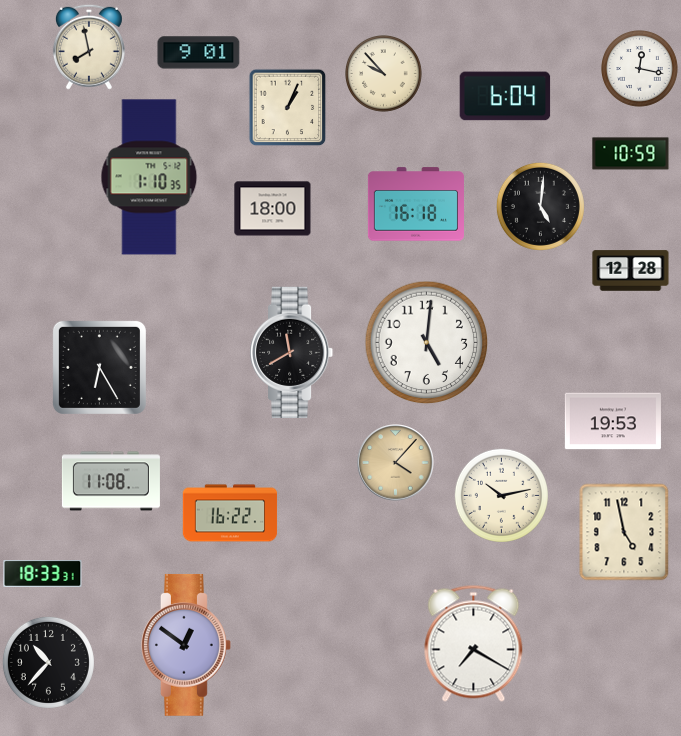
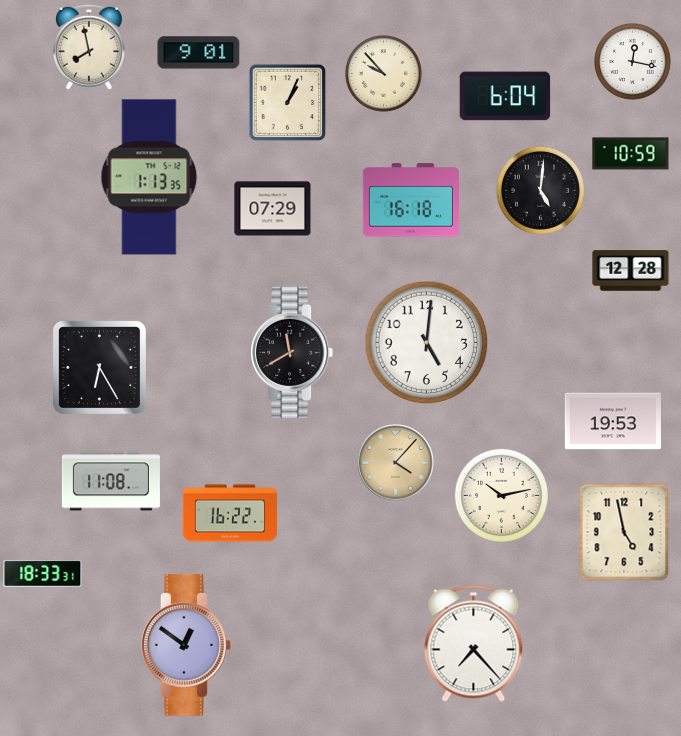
clock at (640, 69) position: (640, 69) -> (633, 62)
clock at (287, 107) position: (287, 107) -> (287, 102)
clock at (149, 177): 1:10 -> 1:13
clock at (416, 204) position: (416, 204) -> (411, 200)
clock at (540, 206) position: (540, 206) -> (540, 190)
clock at (273, 209): 18:00 -> 07:29
clock at (474, 643): 7:20 -> 7:23
clock at (48, 662): 10:37 -> none
